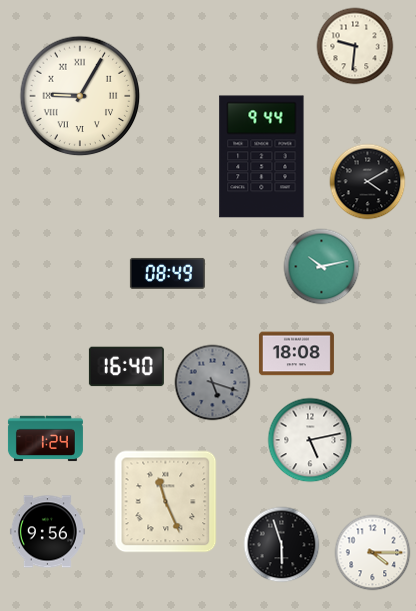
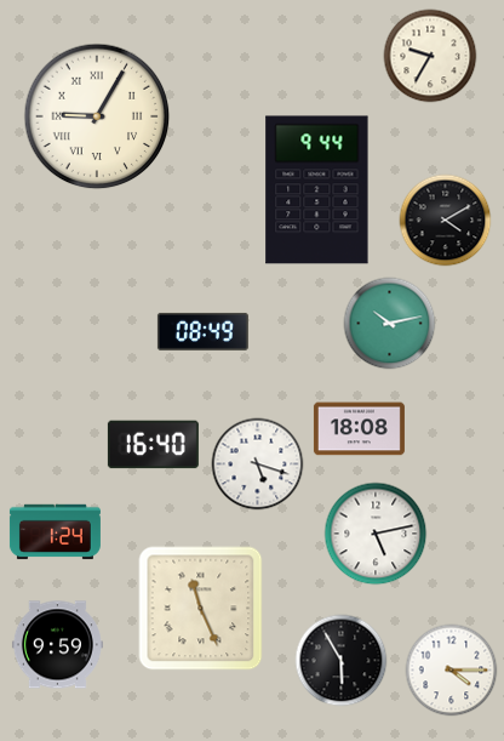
clock at (355, 46): 9:31 -> 9:35
clock at (213, 383) dial: grey -> white
clock at (47, 532): 9:56 -> 9:59
clock at (282, 545): 5:57 -> 5:55
